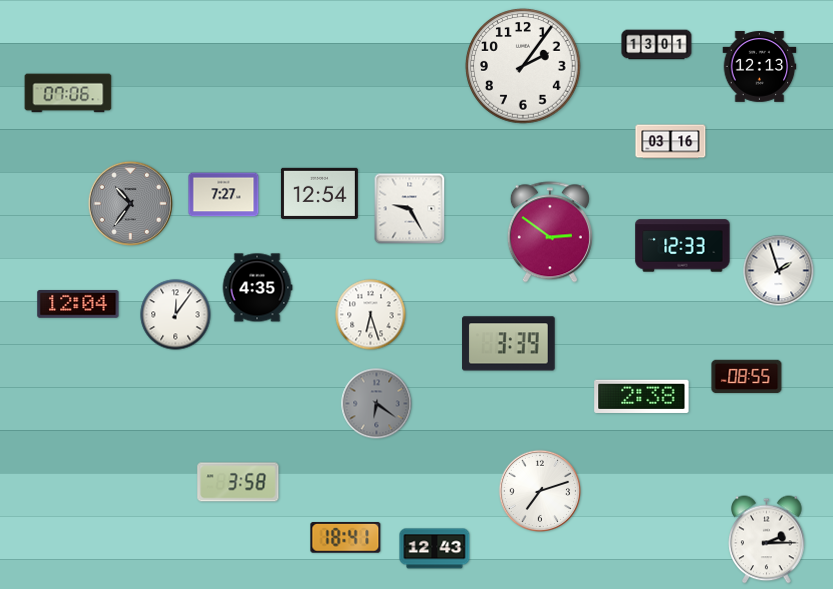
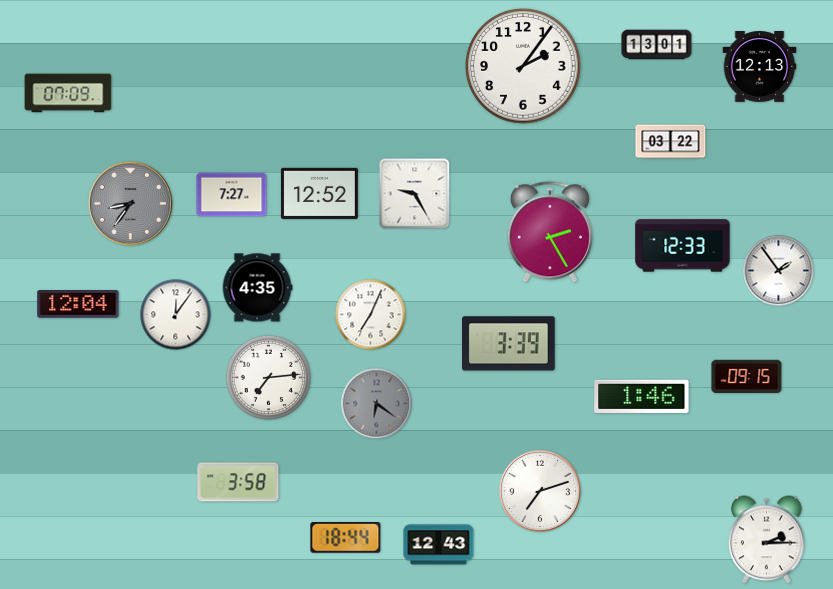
clock at (68, 93): 07:06 -> 07:09
clock at (671, 142): 03:16 -> 03:22
clock at (319, 193): 12:54 -> 12:52
clock at (224, 195) position: (224, 195) -> (232, 195)
clock at (130, 203): 10:36 -> 8:36
clock at (410, 209) position: (410, 209) -> (415, 194)
clock at (550, 232): 2:51 -> 2:25
clock at (779, 271): 1:57 -> 1:54
clock at (371, 315): 6:27 -> 7:04
clock at (268, 377): none -> 7:14
clock at (747, 377): 08:55 -> 09:15
clock at (642, 396): 2:38 -> 1:46
clock at (346, 538): 18:41 -> 18:44
clock at (435, 549) position: (435, 549) -> (439, 545)
